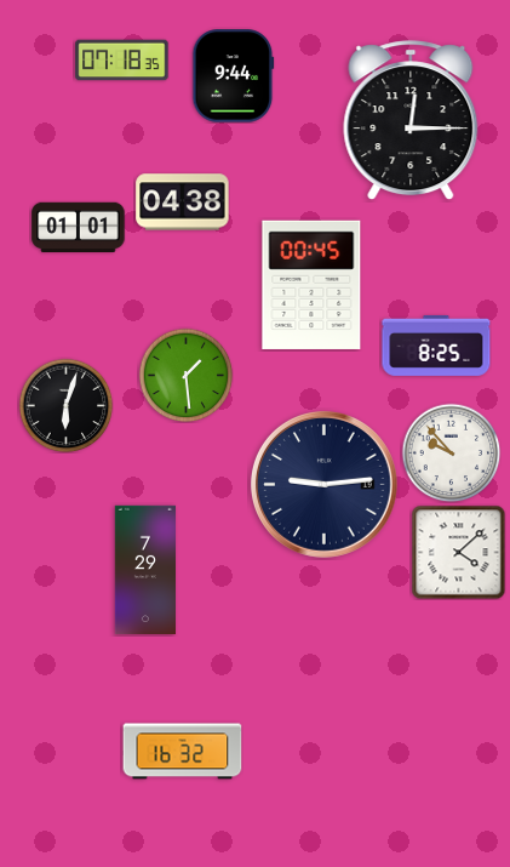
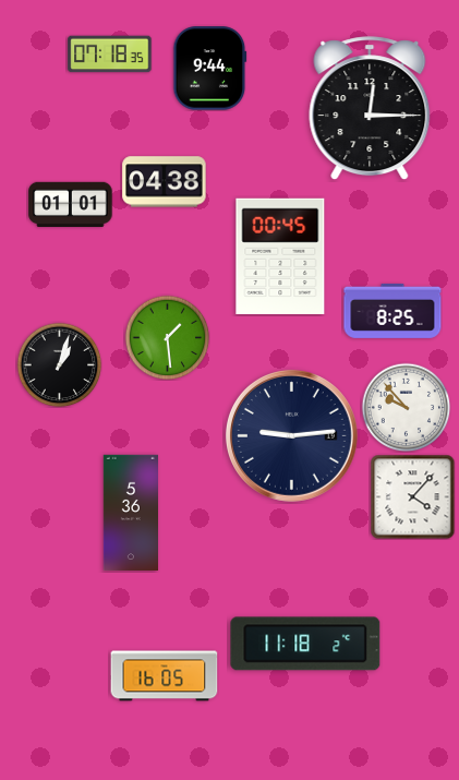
clock at (65, 405): 6:03 -> 1:03
clock at (458, 552): 4:08 -> 4:07
clock at (144, 570): 7:29 -> 5:36
clock at (305, 644): none -> 11:18
clock at (183, 752): 16:32 -> 16:05
